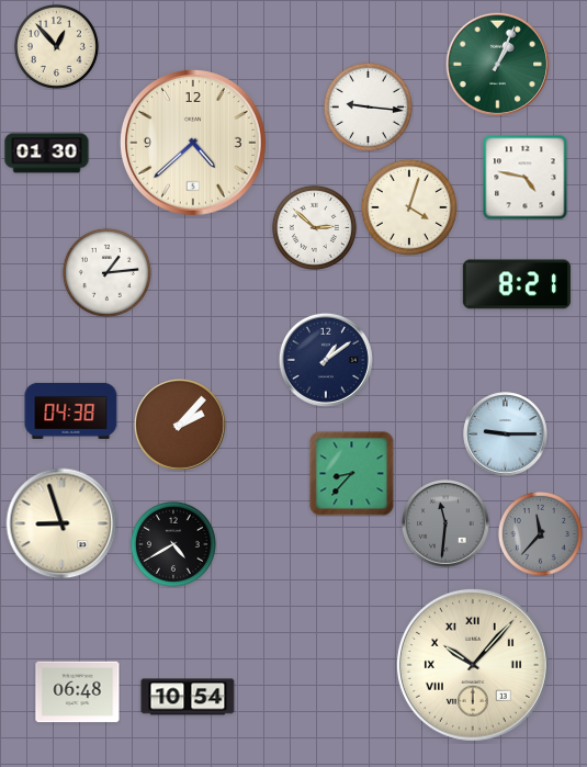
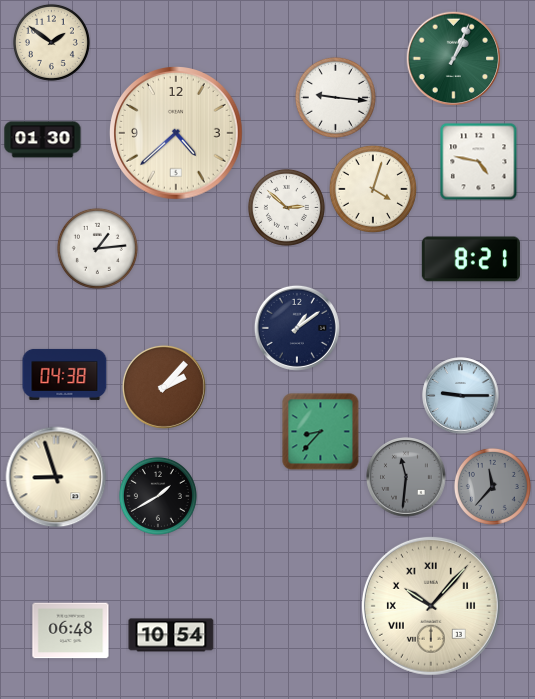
clock at (56, 46): 12:53 -> 1:51
clock at (193, 143) position: (193, 143) -> (176, 133)
clock at (173, 544): 4:40 -> 1:40
